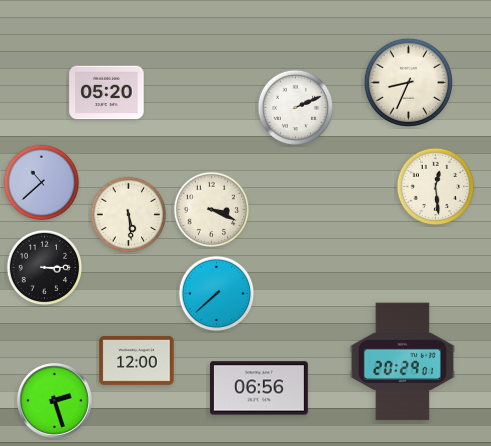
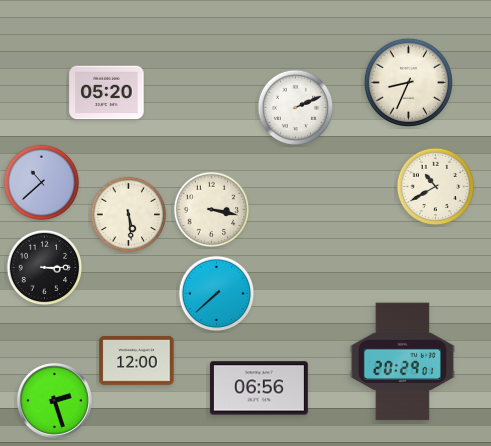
clock at (436, 187): 12:29 -> 10:40
clock at (212, 210): 3:19 -> 3:17
